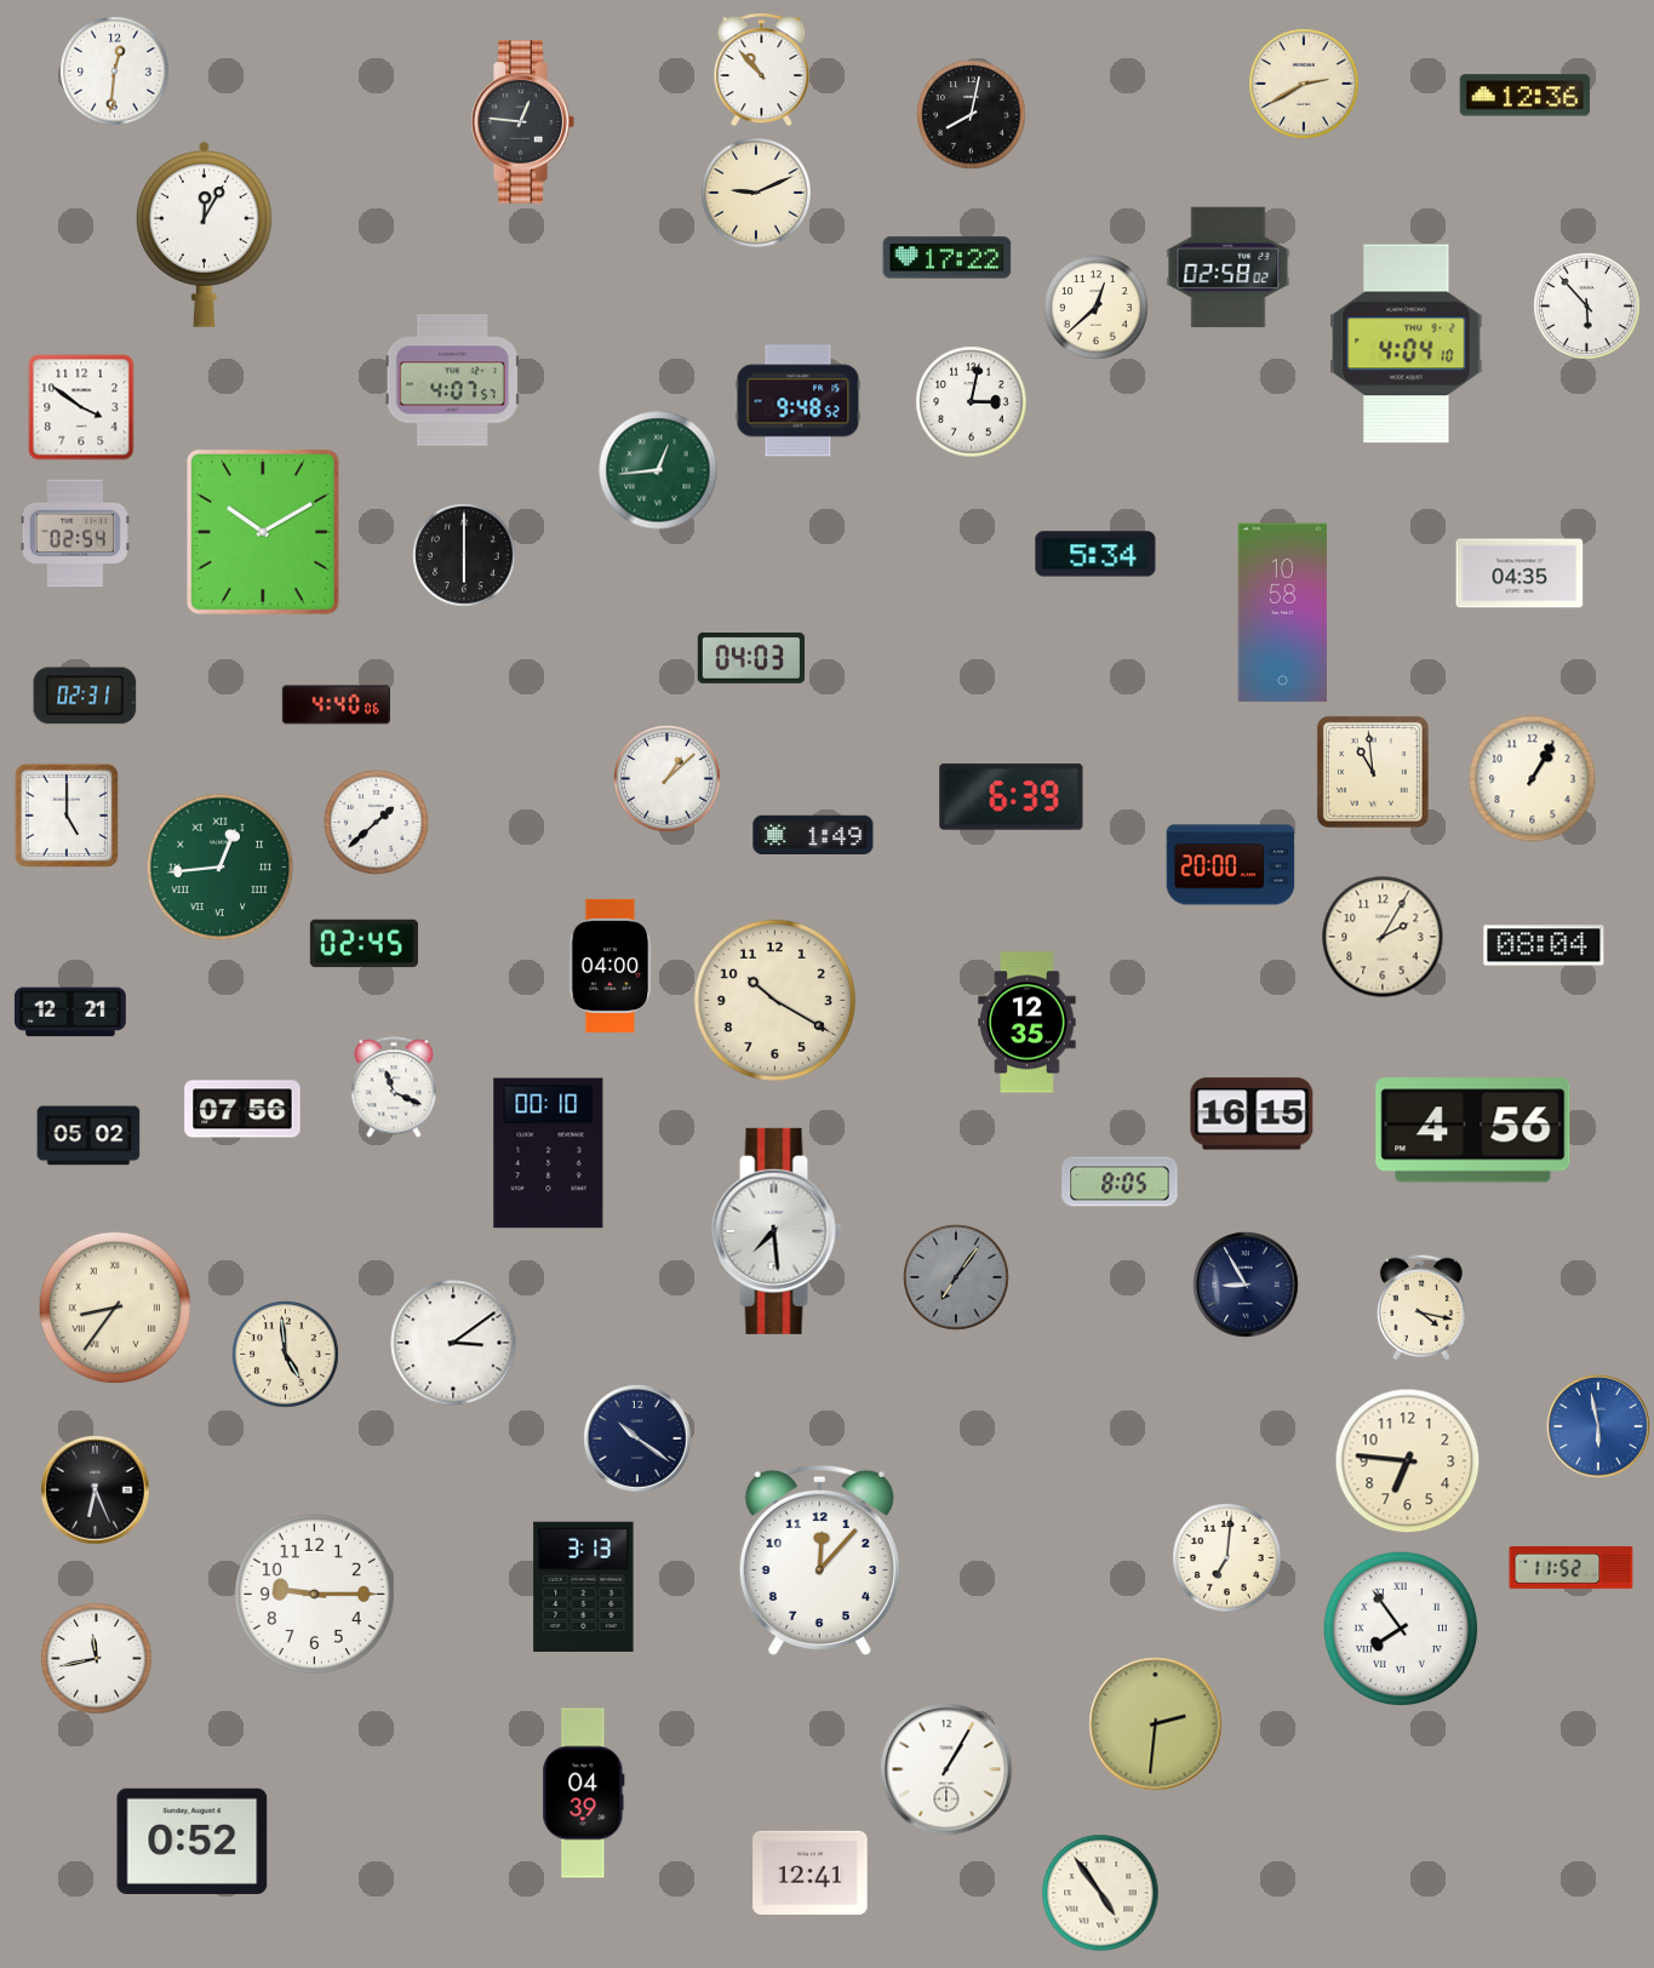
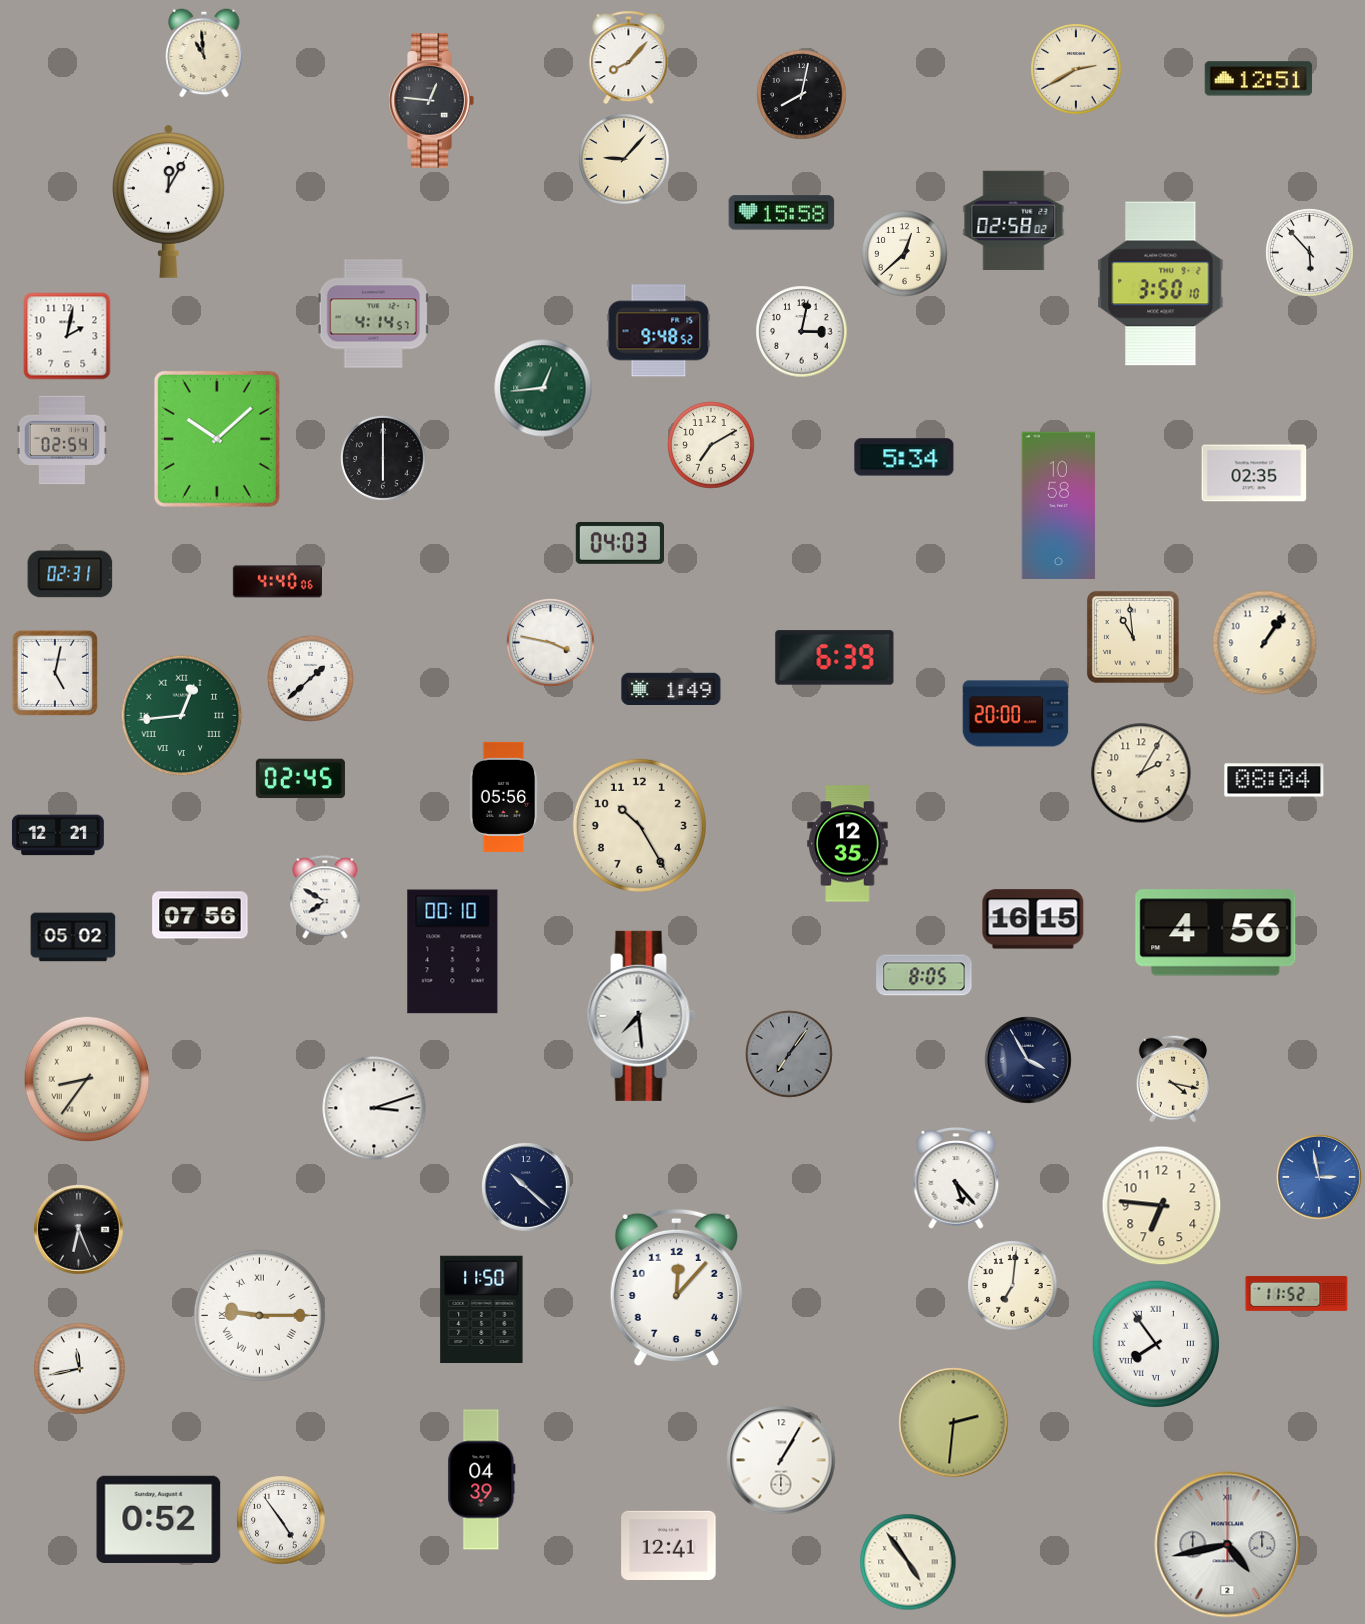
clock at (204, 53): none -> 10:59
clock at (762, 70): 10:53 -> 8:07
clock at (115, 71): 12:31 -> none
clock at (1526, 96): 12:36 -> 12:51
clock at (756, 193): 9:11 -> 9:07
clock at (205, 234) position: (205, 234) -> (169, 201)
clock at (948, 258): 17:22 -> 15:58
clock at (1407, 344): 4:04 -> 3:50
clock at (452, 381): 4:07 -> 4:14
clock at (81, 407): 3:51 -> 2:02
clock at (263, 532): 10:10 -> 10:08
clock at (711, 445): none -> 7:10
clock at (1519, 573): 04:35 -> 02:35
clock at (668, 779): 1:08 -> 3:47
clock at (1533, 779): 1:05 -> 1:06
clock at (67, 816): 5:00 -> 5:02
clock at (611, 966): 04:00 -> 05:56
clock at (774, 1000): 10:20 -> 10:25
clock at (394, 1087): 11:19 -> 7:50
clock at (1246, 1285): 8:55 -> 3:55
clock at (115, 1308) position: (115, 1308) -> (87, 1079)
clock at (453, 1343): 3:09 -> 3:12
clock at (286, 1355): 4:59 -> none
clock at (1598, 1426): 5:58 -> 2:58
clock at (956, 1178): none -> 5:23
clock at (637, 1438): 10:21 -> 10:22
clock at (584, 1586): 3:13 -> 11:50
clock at (314, 1594) numerals: Arabic -> Roman
clock at (281, 1520): none -> 4:54
clock at (1228, 1545): none -> 4:43
